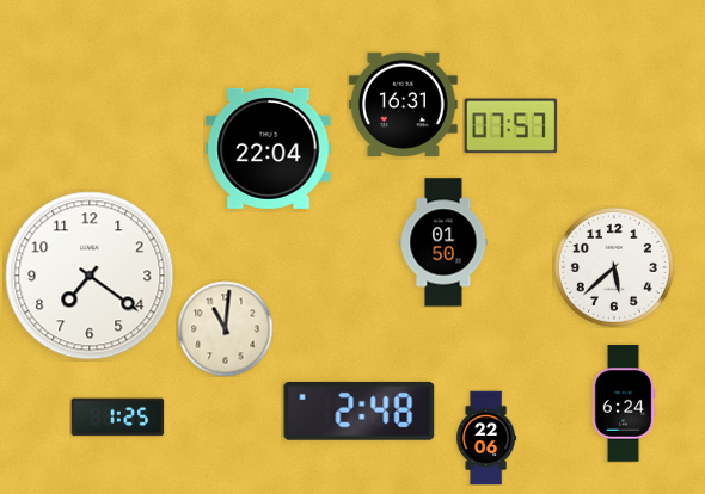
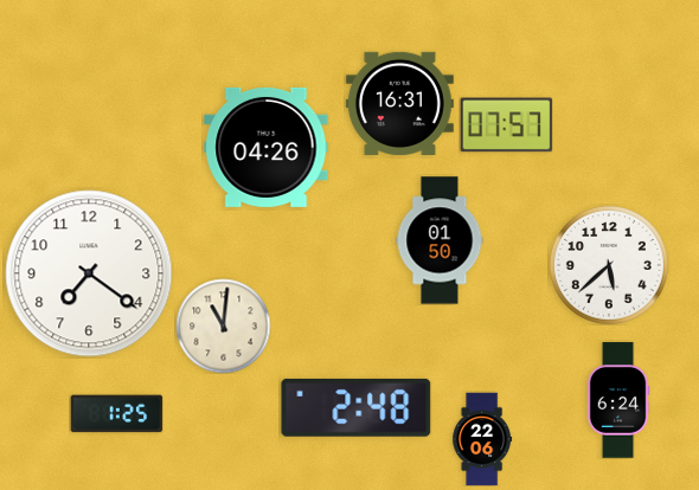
clock at (269, 148): 22:04 -> 04:26
clock at (486, 438) position: (486, 438) -> (482, 439)
